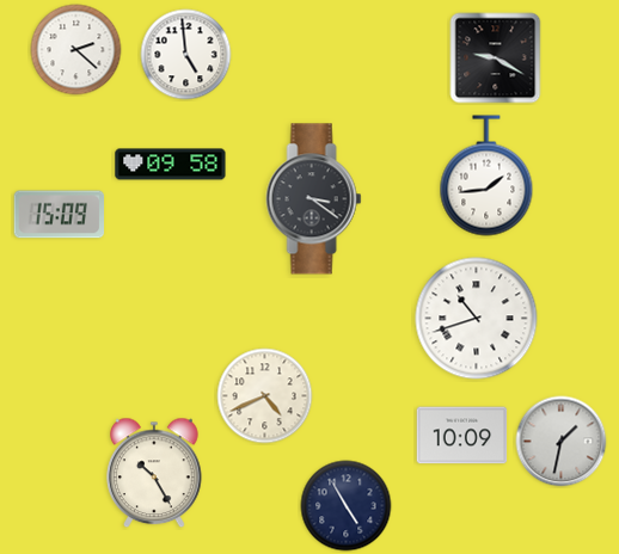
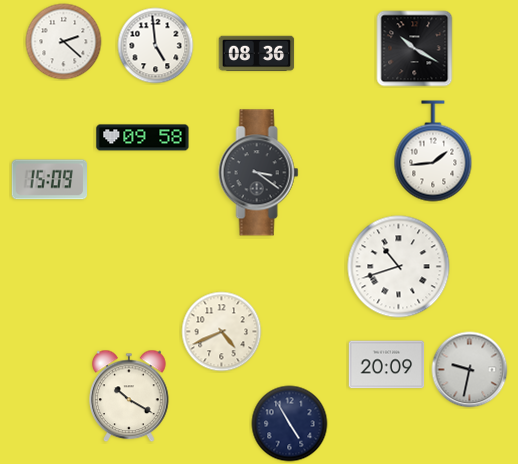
clock at (496, 59): 9:20 -> 10:20
clock at (257, 54): none -> 08:36
clock at (486, 176) position: (486, 176) -> (433, 151)
clock at (314, 199) position: (314, 199) -> (259, 173)
clock at (462, 436): 10:09 -> 20:09
clock at (562, 442): 1:32 -> 9:32
clock at (154, 473): 10:25 -> 10:20
